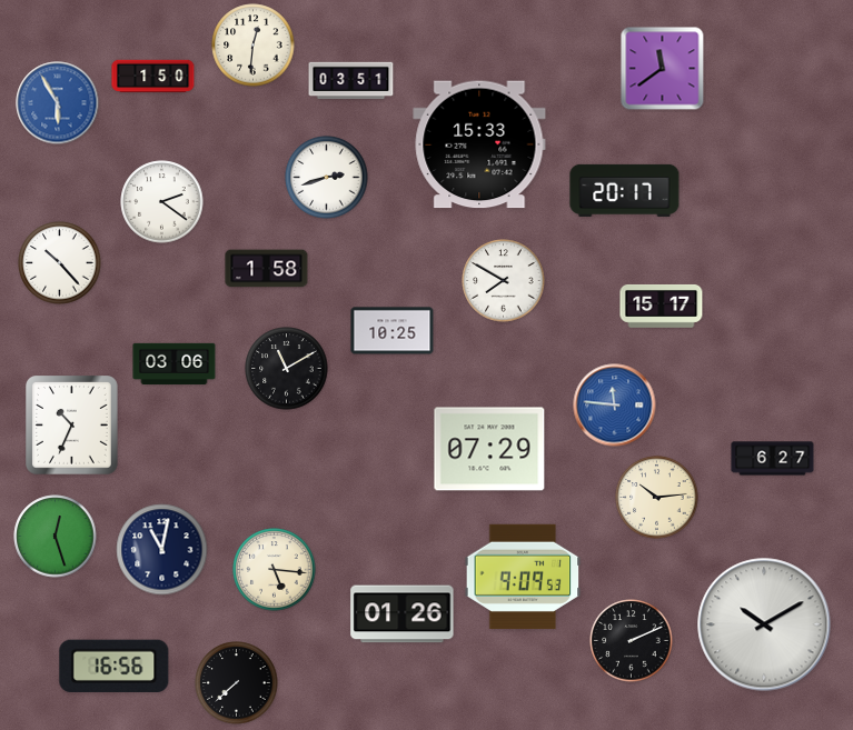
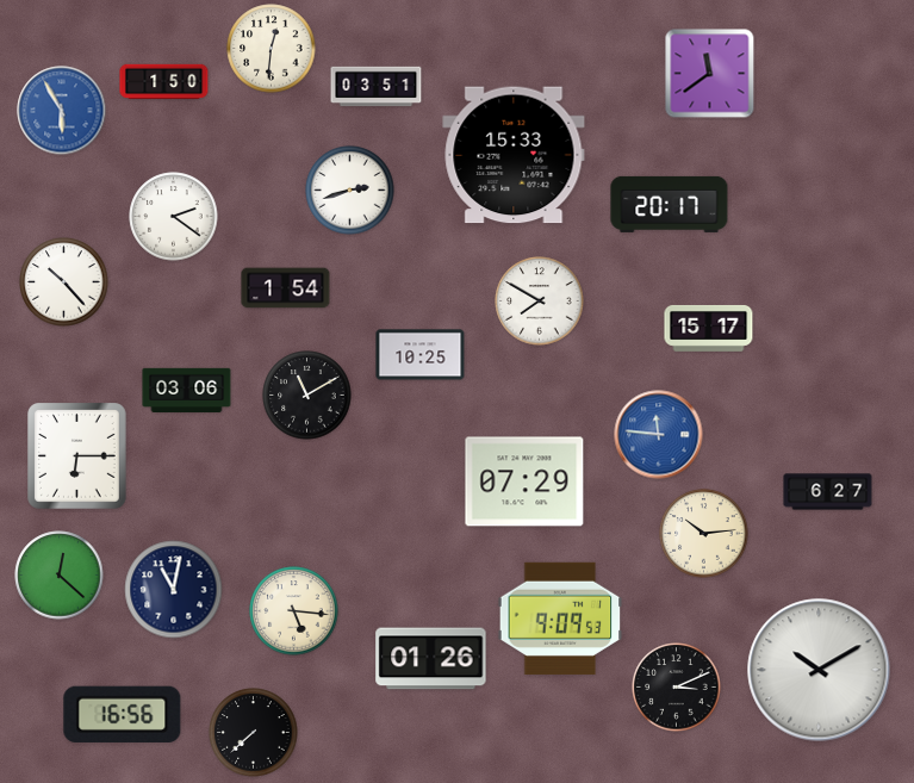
clock at (267, 269): 1:58 -> 1:54
clock at (72, 426): 10:34 -> 6:15
clock at (56, 537): 12:27 -> 12:22
clock at (632, 641): 2:11 -> 3:11
